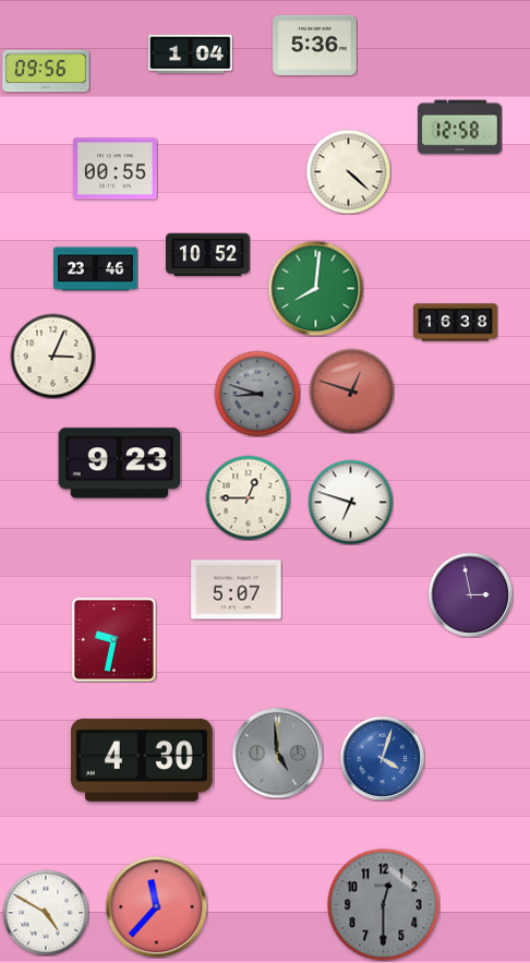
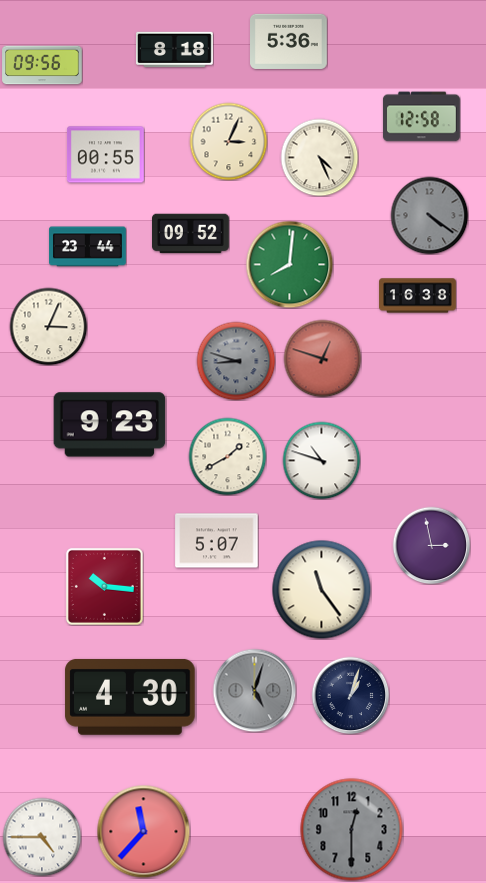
clock at (191, 55): 1:04 -> 8:18
clock at (228, 141): none -> 3:04
clock at (348, 171): 4:22 -> 4:26
clock at (429, 215): none -> 4:21
clock at (208, 255): 10:52 -> 09:52
clock at (96, 269): 23:46 -> 23:44
clock at (248, 497): 12:45 -> 1:40
clock at (350, 502): 6:48 -> 10:48
clock at (113, 639): 9:32 -> 10:16
clock at (322, 590): none -> 11:24
clock at (277, 753): 4:59 -> 5:03
clock at (382, 758): 4:03 -> 1:03
clock at (382, 758) dial: blue -> navy
clock at (46, 913): 4:50 -> 4:45
